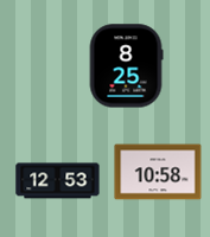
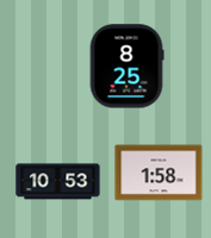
clock at (158, 172): 10:58 -> 1:58
clock at (58, 181): 12:53 -> 10:53
